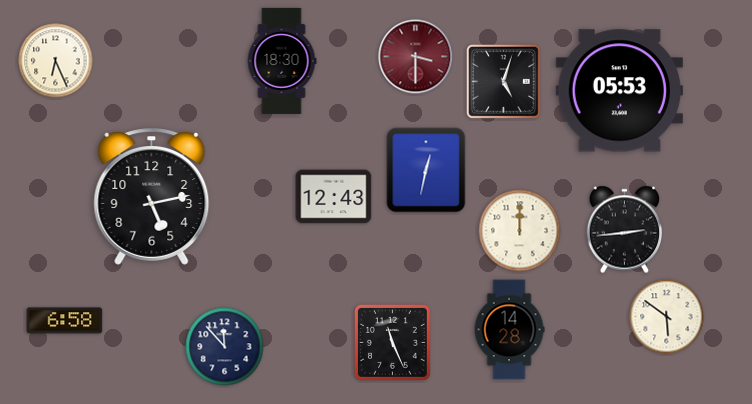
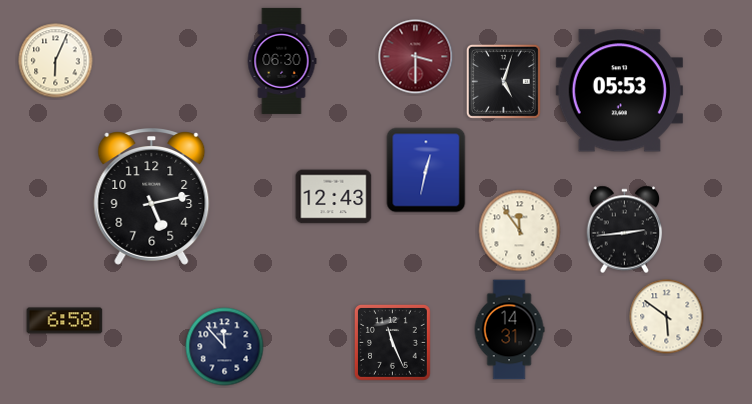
clock at (56, 61): 6:26 -> 6:04
clock at (282, 61): 18:30 -> 06:30
clock at (520, 231): 12:00 -> 11:54
clock at (509, 330): 14:28 -> 14:31
